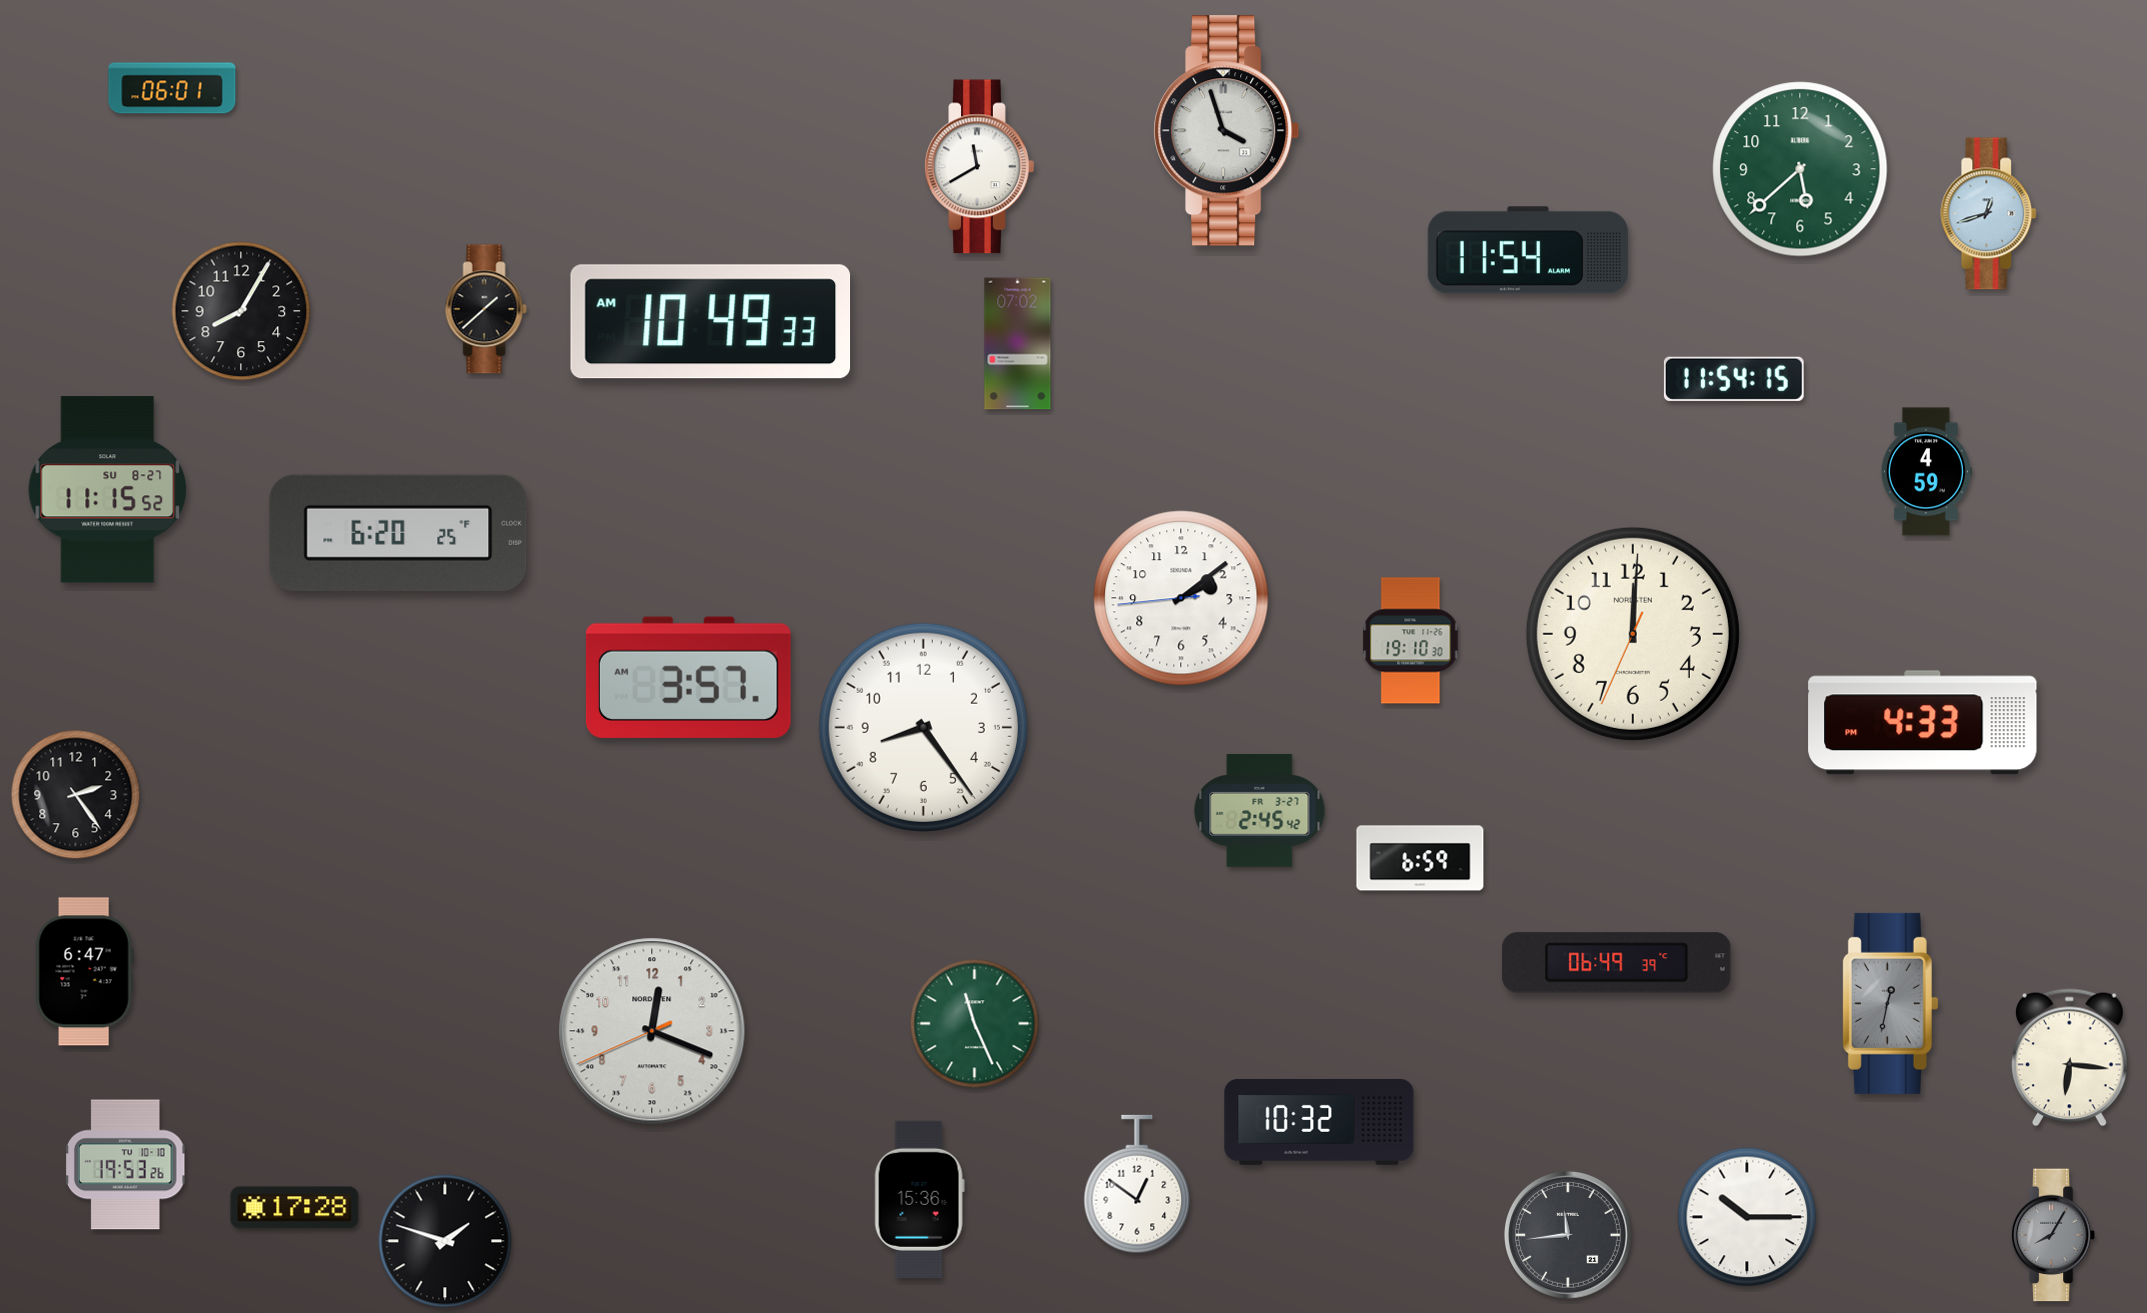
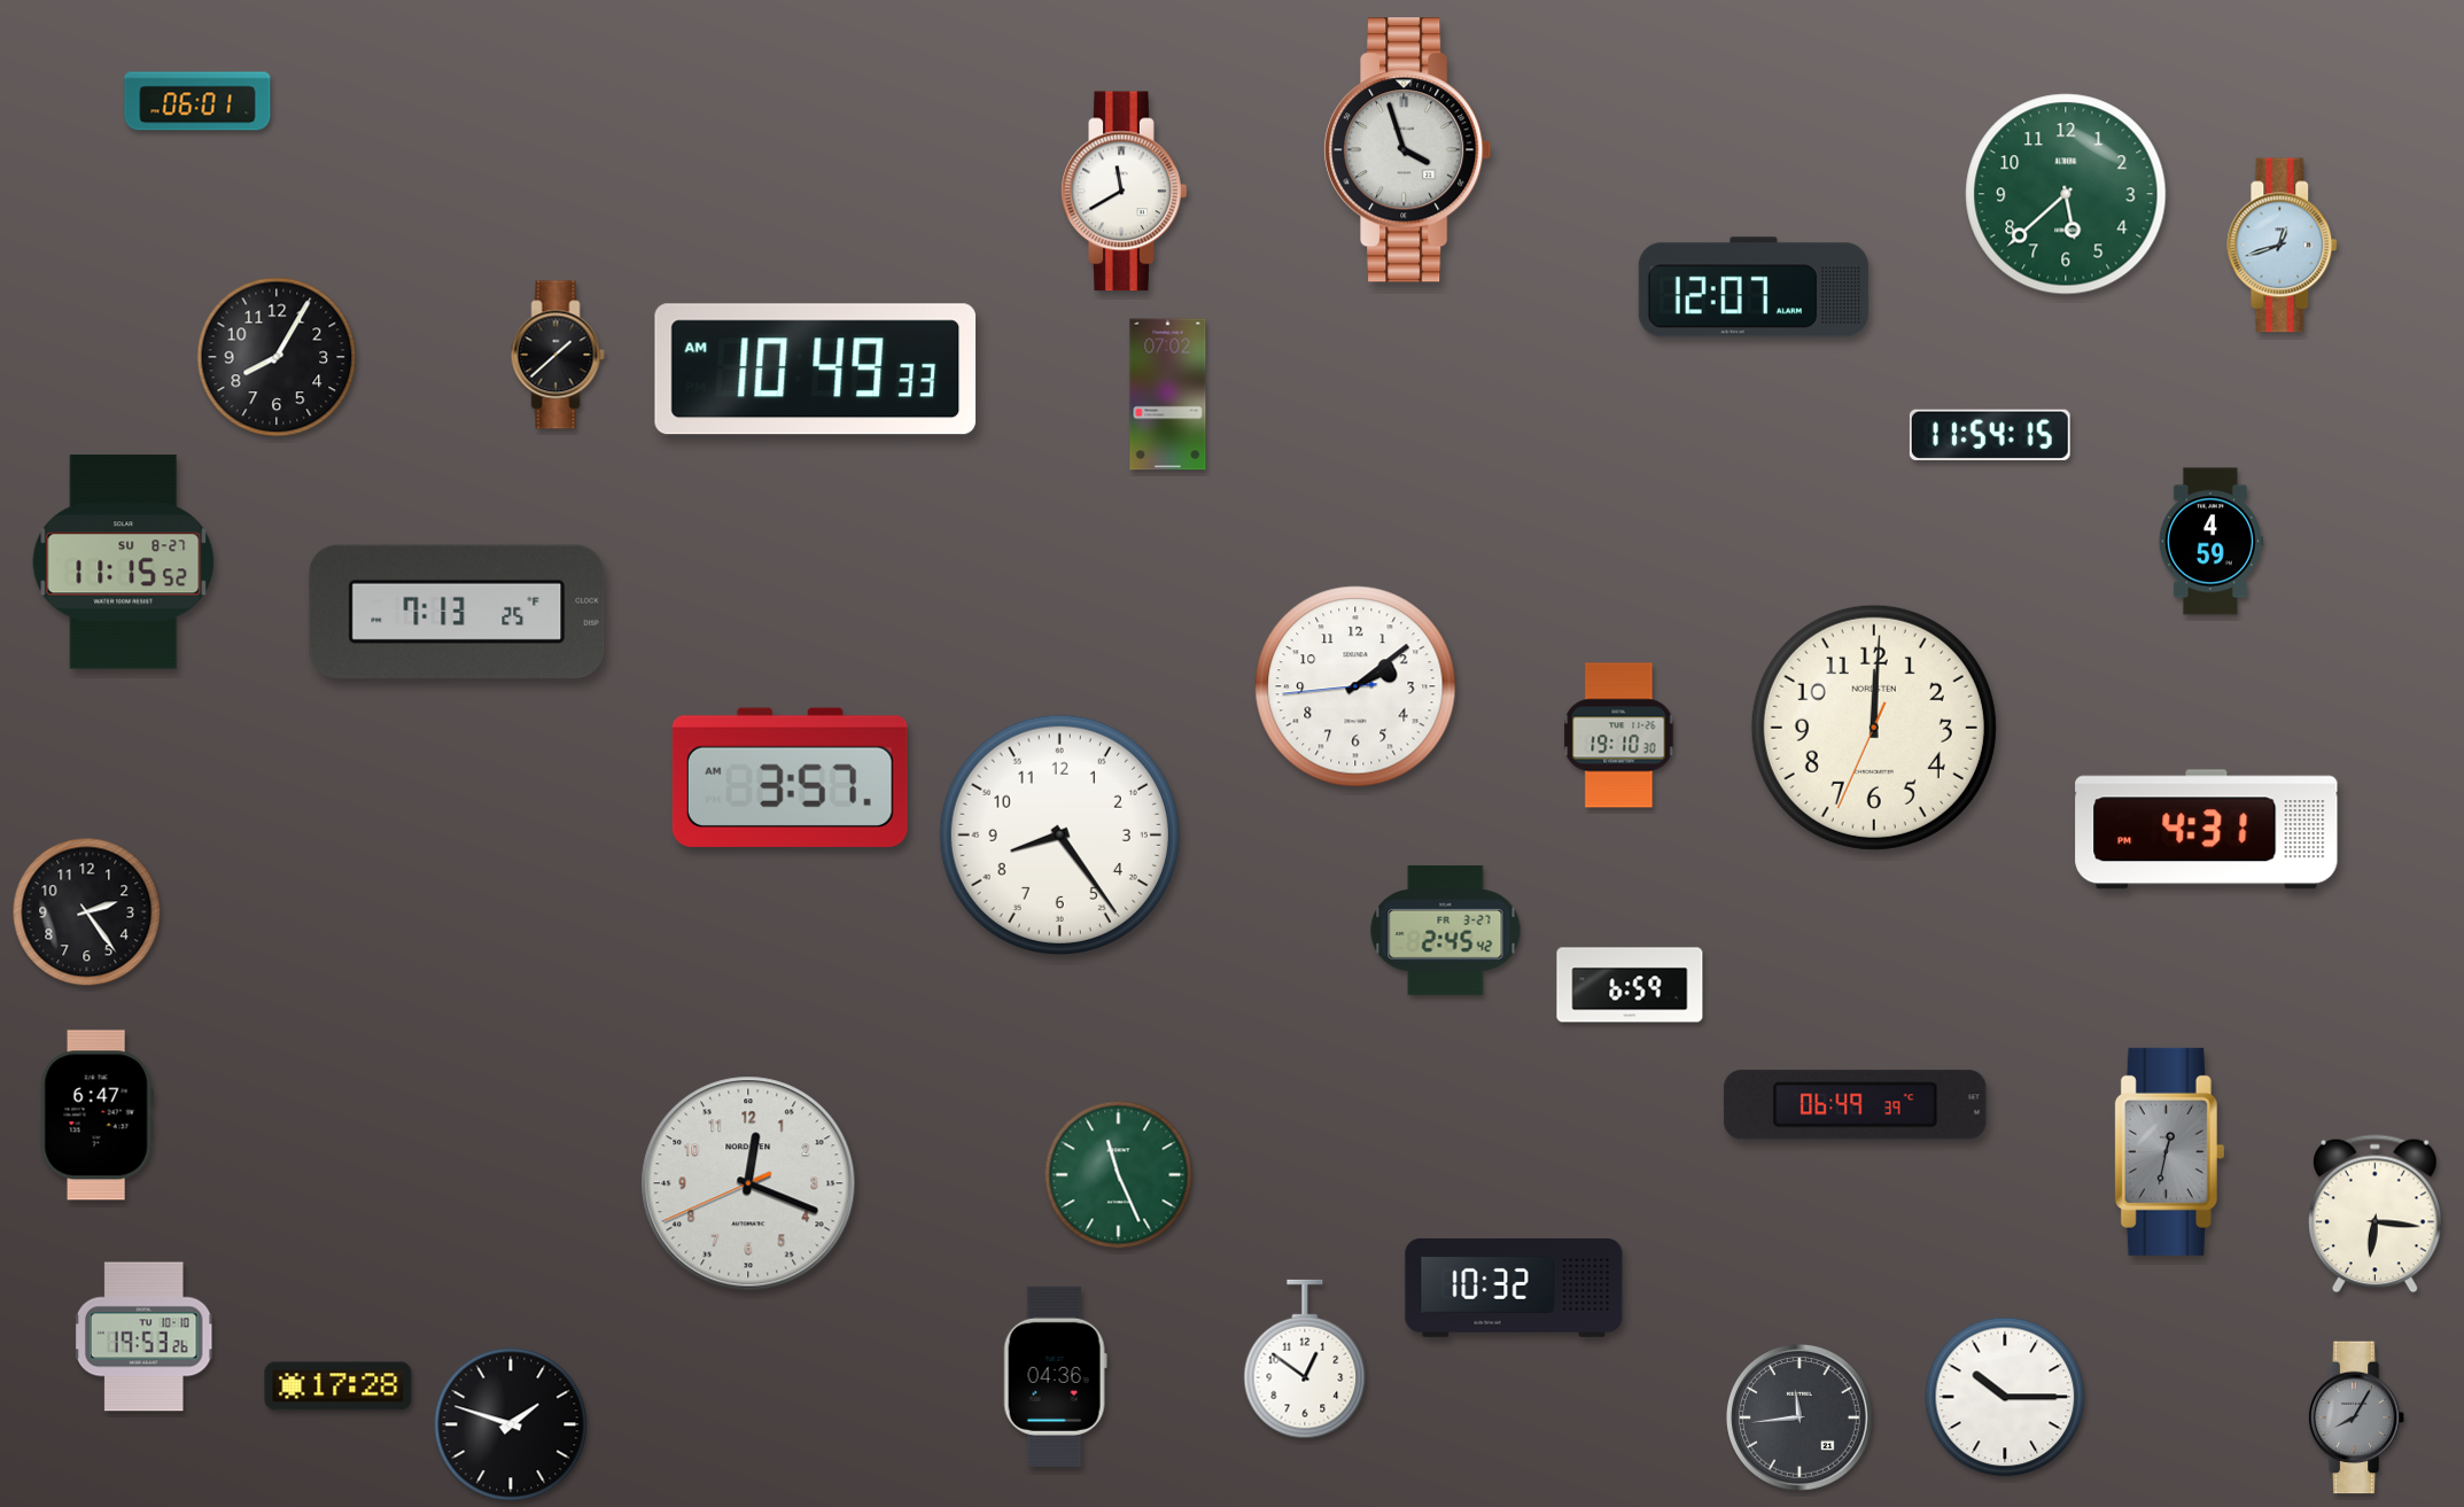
clock at (1528, 250): 11:54 -> 12:07
clock at (398, 533): 6:20 -> 7:13
clock at (1923, 723): 4:33 -> 4:31
clock at (919, 1199): 15:36 -> 04:36
